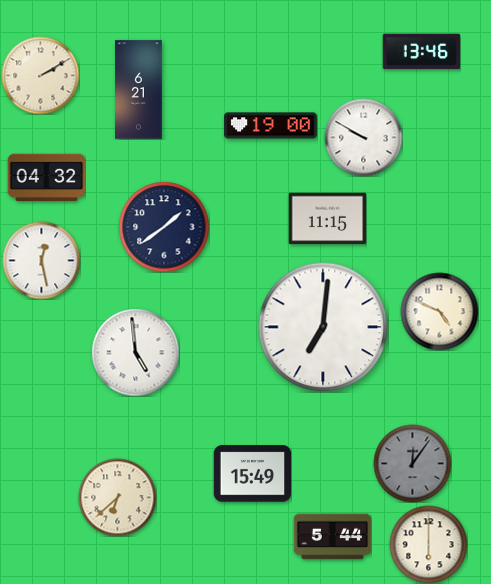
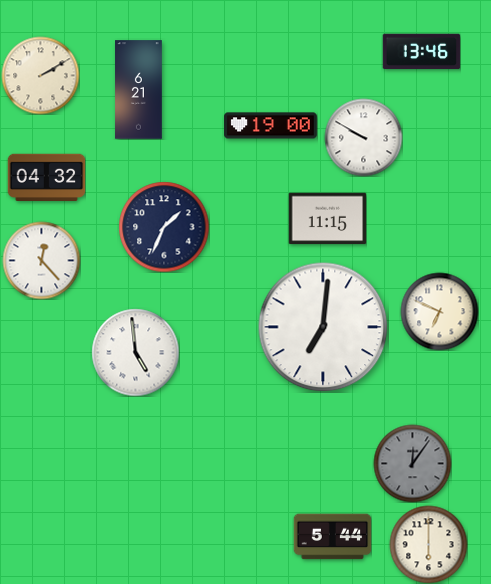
clock at (164, 227): 1:39 -> 1:34
clock at (41, 260): 12:28 -> 12:23
clock at (439, 311): 4:49 -> 6:49
clock at (252, 474): 15:49 -> none
clock at (117, 497): 6:38 -> none
